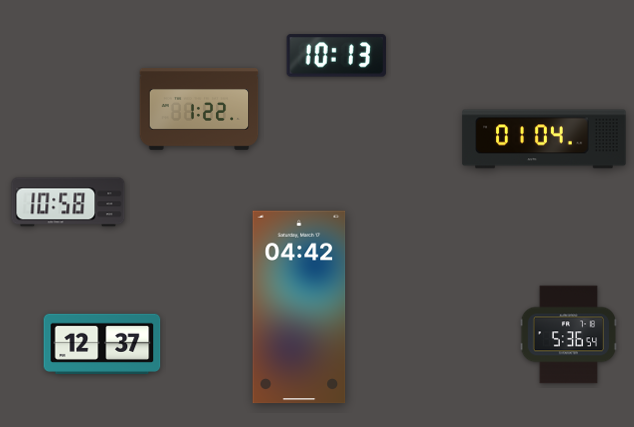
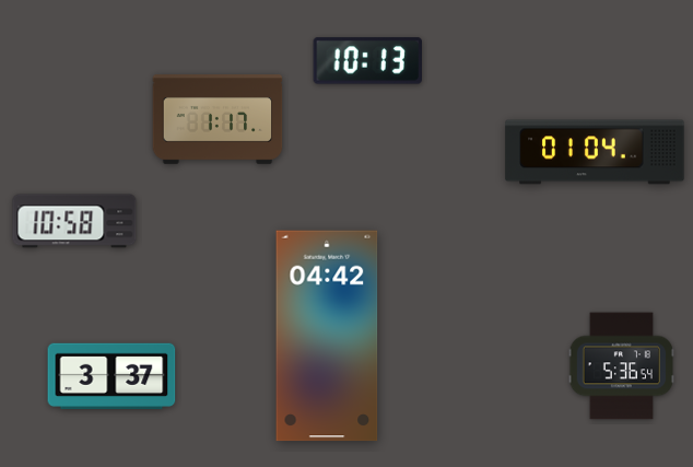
clock at (199, 110): 1:22 -> 1:17
clock at (102, 343): 12:37 -> 3:37
